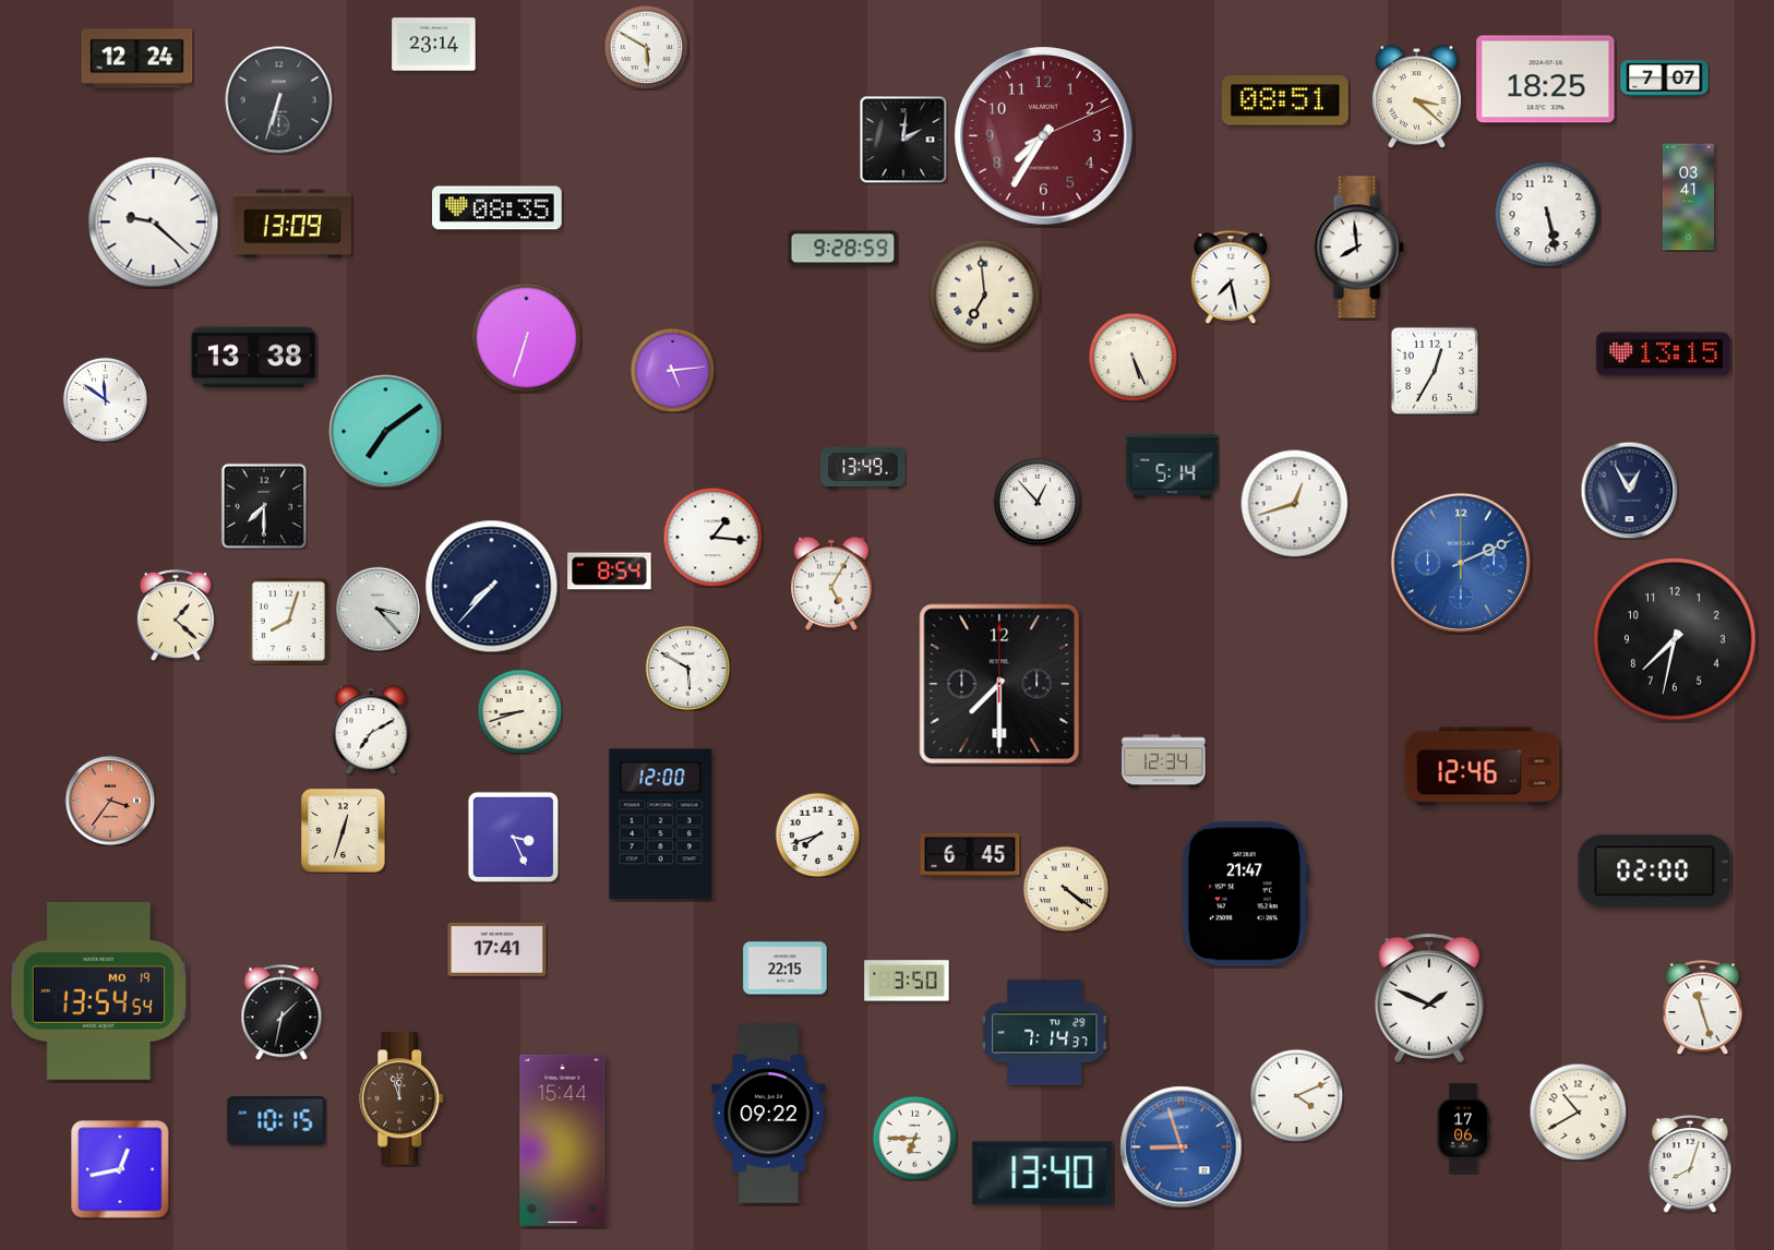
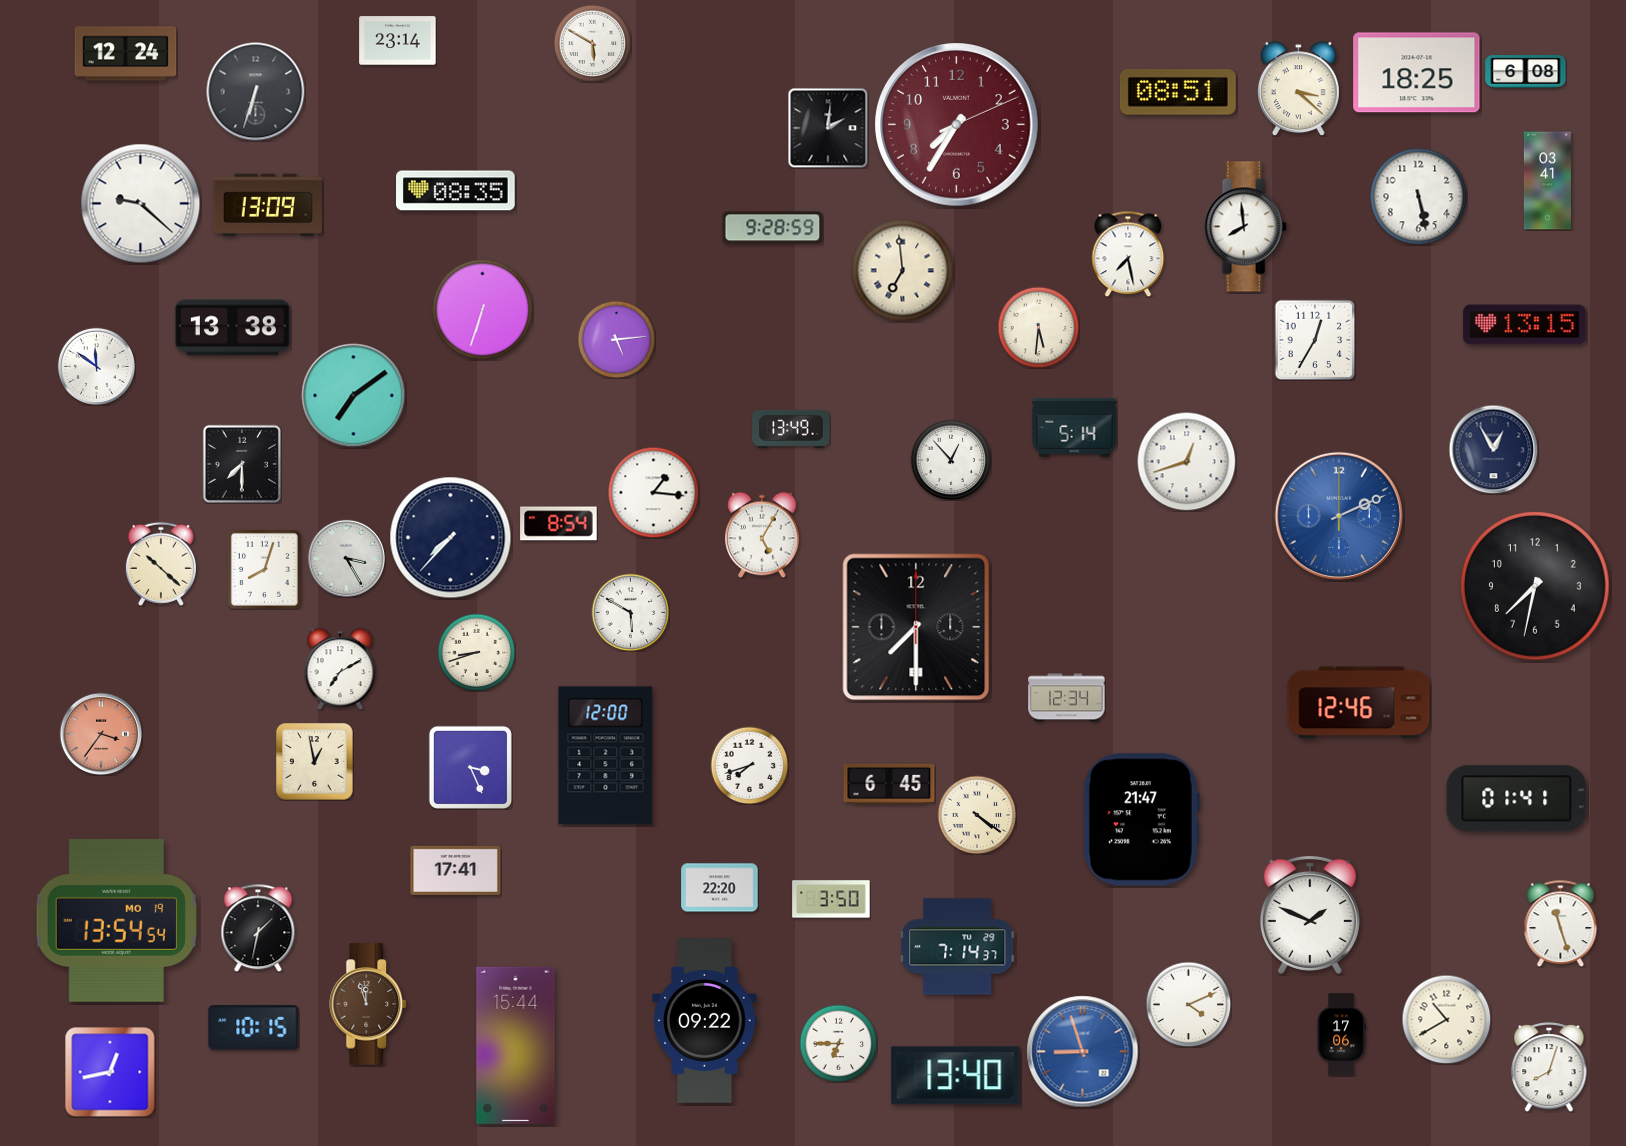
clock at (1665, 79): 7:07 -> 6:08
clock at (1132, 357): 5:26 -> 5:31
clock at (377, 609): 3:23 -> 3:25
clock at (176, 615): 1:22 -> 10:22
clock at (344, 831): 12:33 -> 12:58
clock at (1655, 872): 02:00 -> 01:41
clock at (786, 969): 22:15 -> 22:20
clock at (98, 990) position: (98, 990) -> (116, 920)
clock at (403, 1098) position: (403, 1098) -> (369, 1004)
